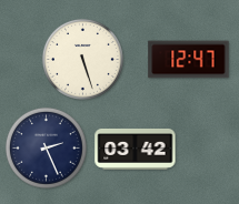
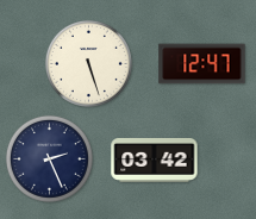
clock at (136, 149) position: (136, 149) -> (155, 159)
